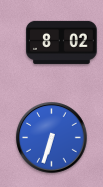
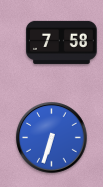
clock at (62, 42): 8:02 -> 7:58
